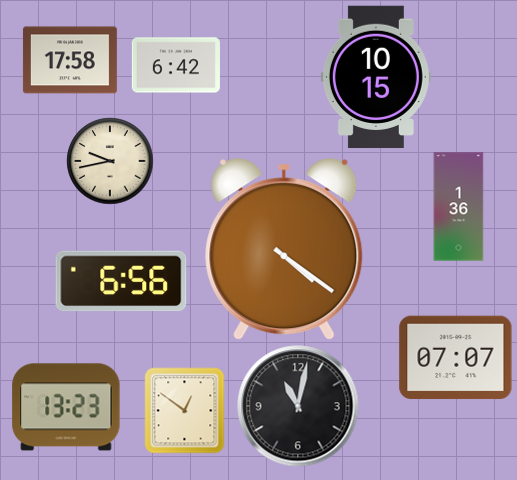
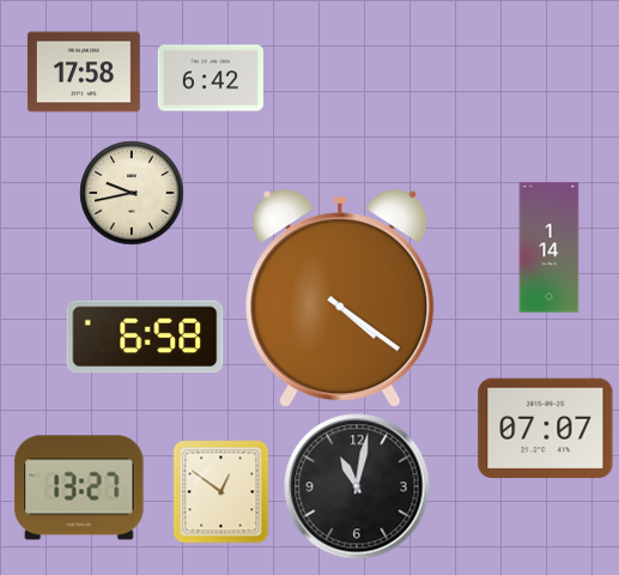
clock at (376, 77): 10:15 -> none
clock at (459, 207): 1:36 -> 1:14
clock at (121, 281): 6:56 -> 6:58
clock at (66, 407): 13:23 -> 13:27
